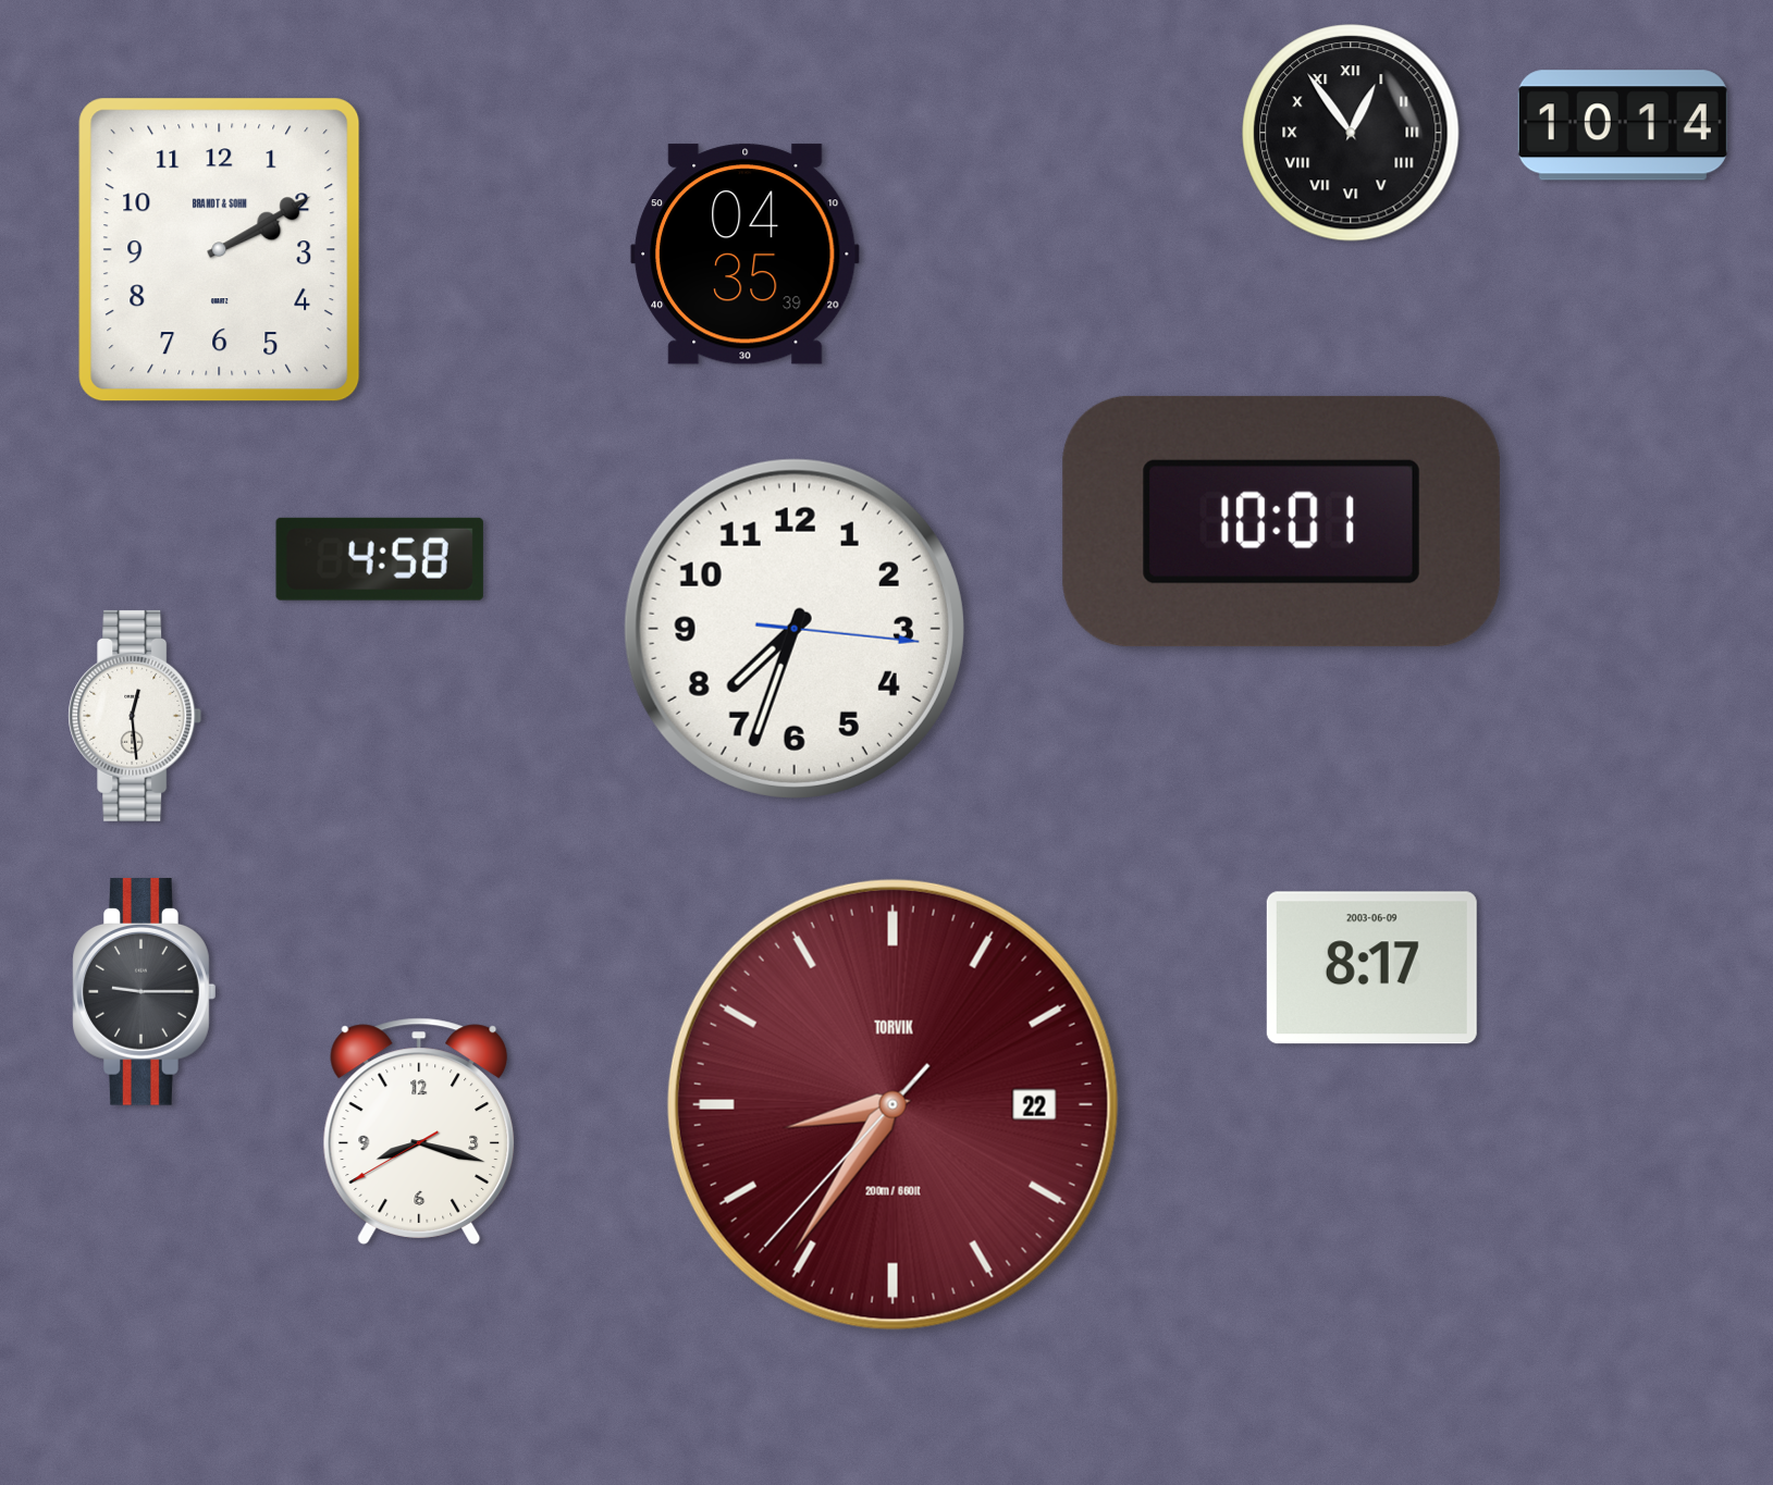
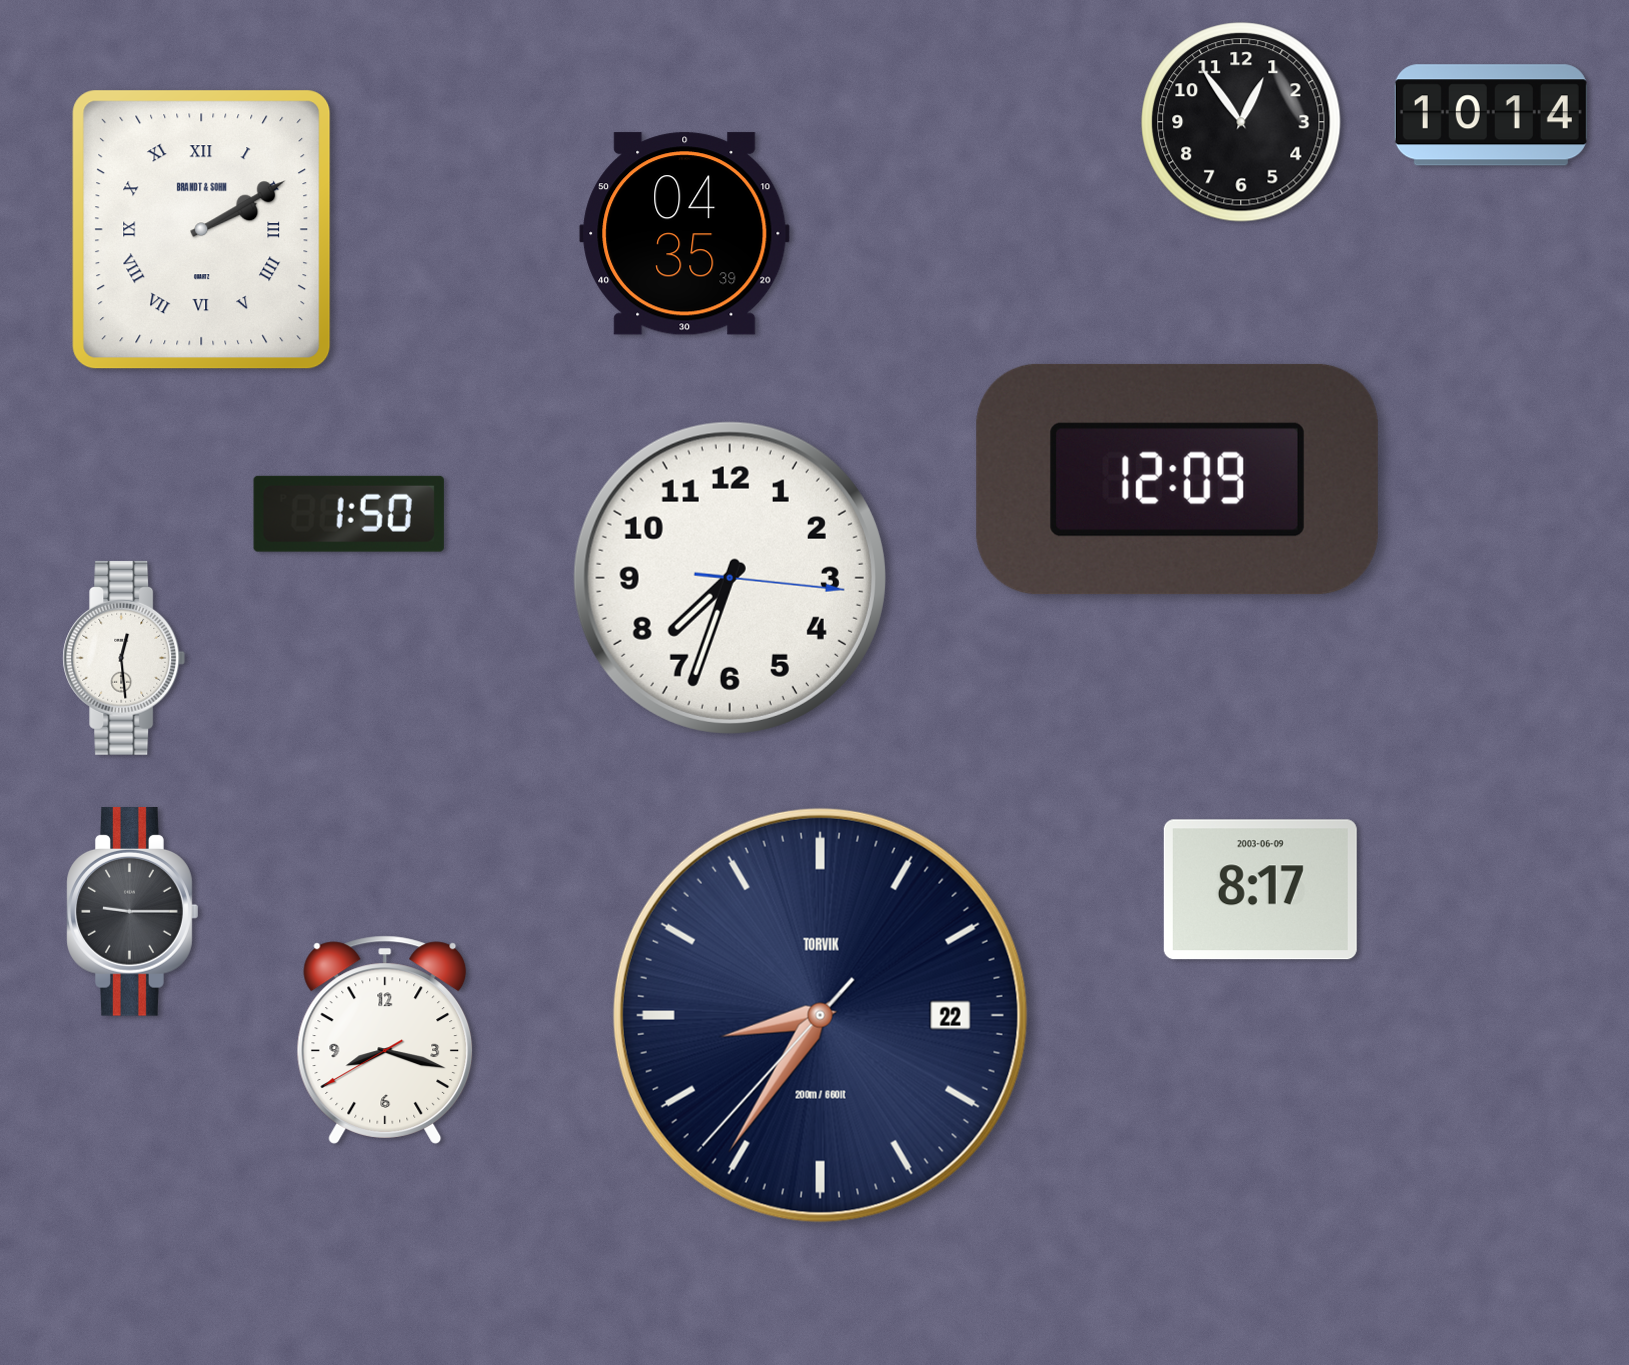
clock at (1351, 133) numerals: Roman -> Arabic
clock at (220, 250) numerals: Arabic -> Roman
clock at (1281, 521): 10:01 -> 12:09
clock at (380, 559): 4:58 -> 1:50
clock at (892, 1104) dial: burgundy -> navy
